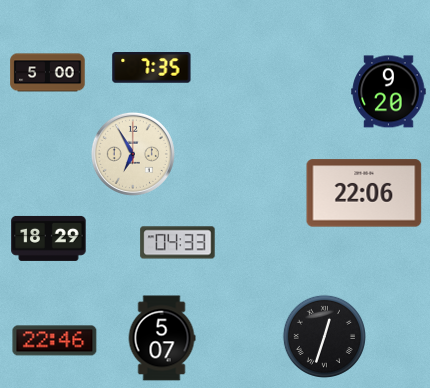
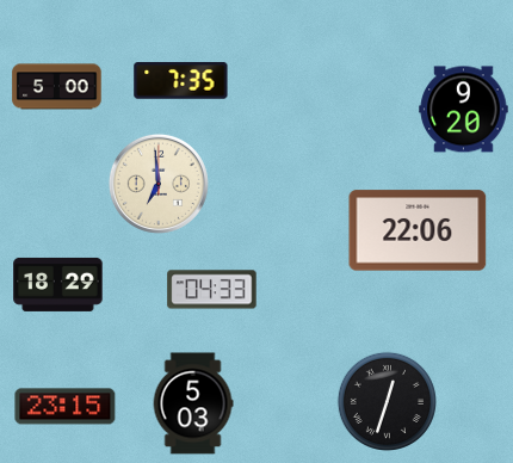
clock at (133, 154): 6:55 -> 6:59
clock at (364, 193) position: (364, 193) -> (418, 230)
clock at (162, 338): 5:07 -> 5:03
clock at (55, 341): 22:46 -> 23:15
